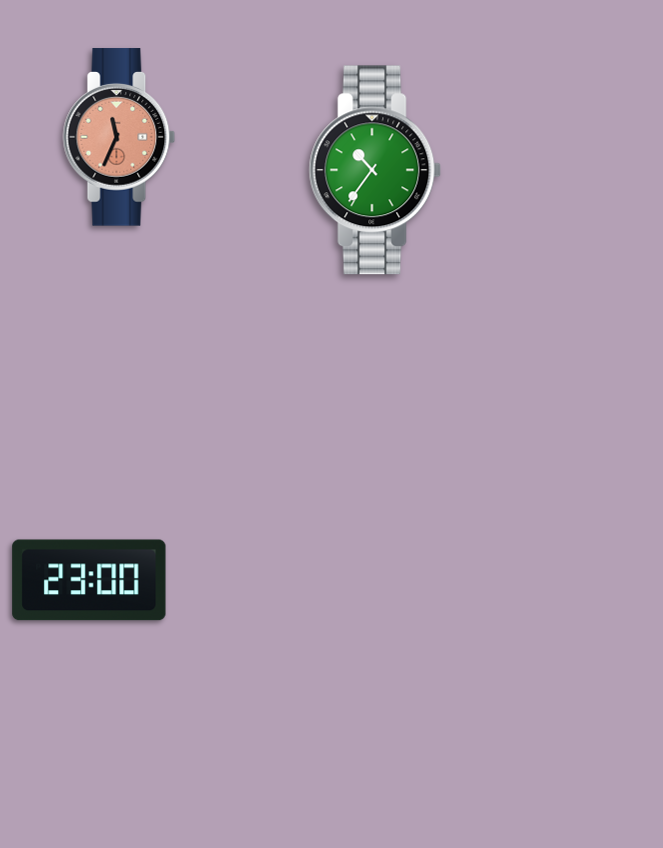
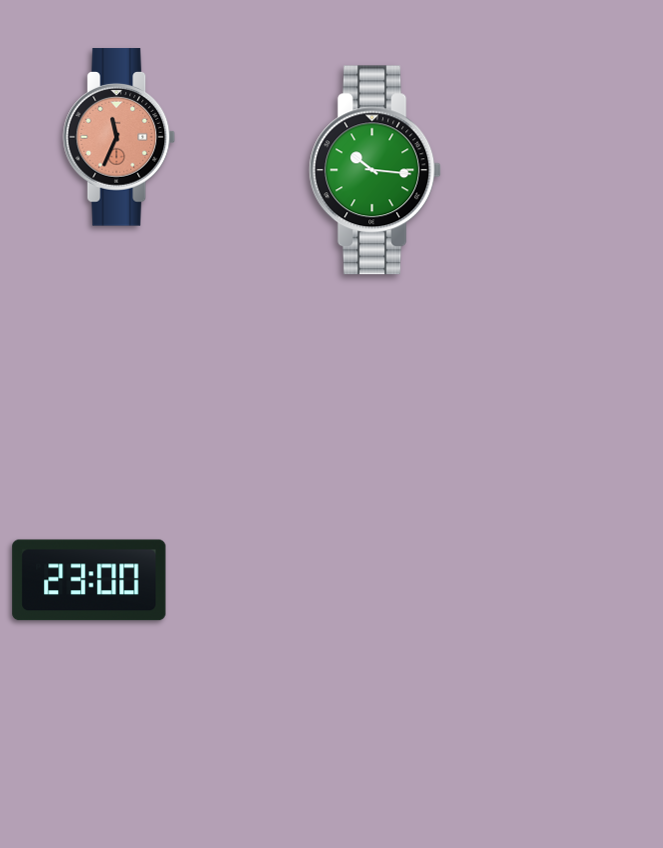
clock at (375, 170): 10:36 -> 10:16
